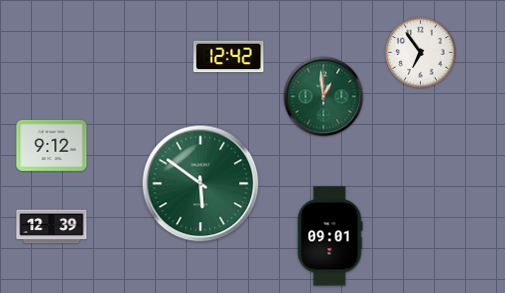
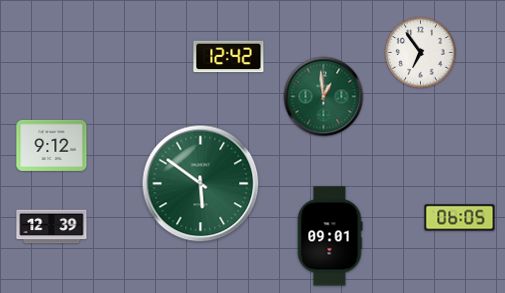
clock at (460, 218): none -> 06:05
